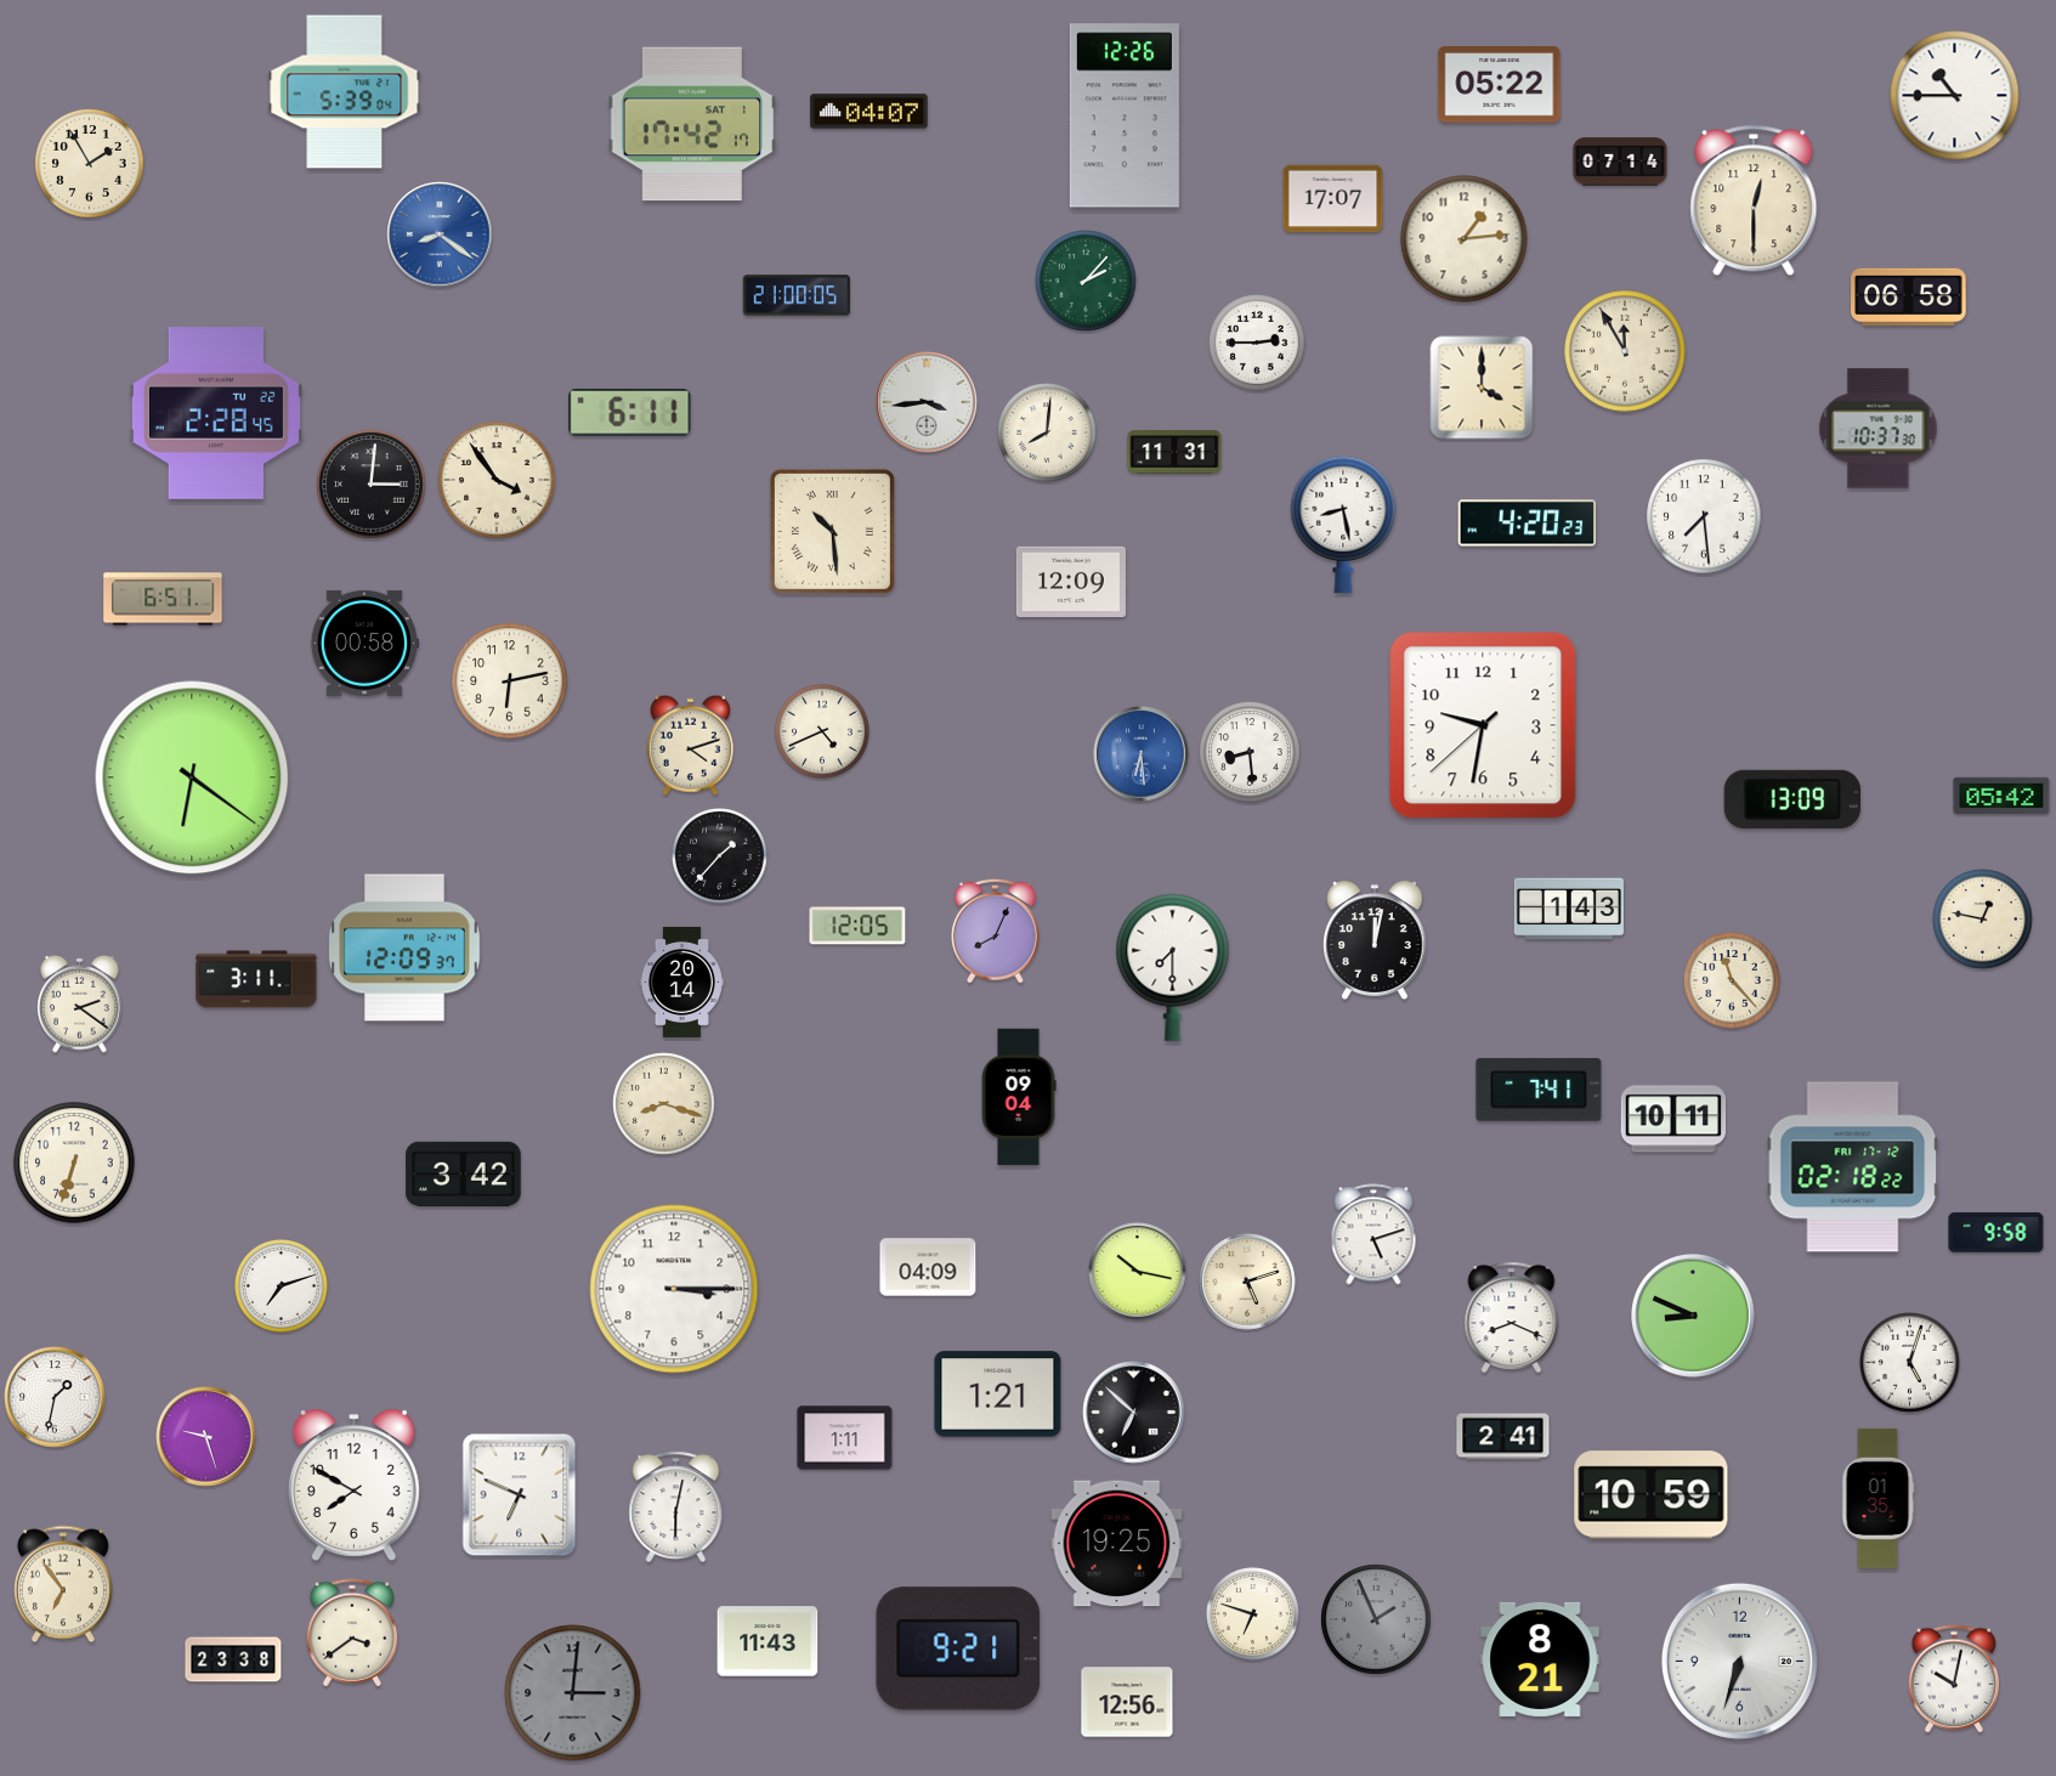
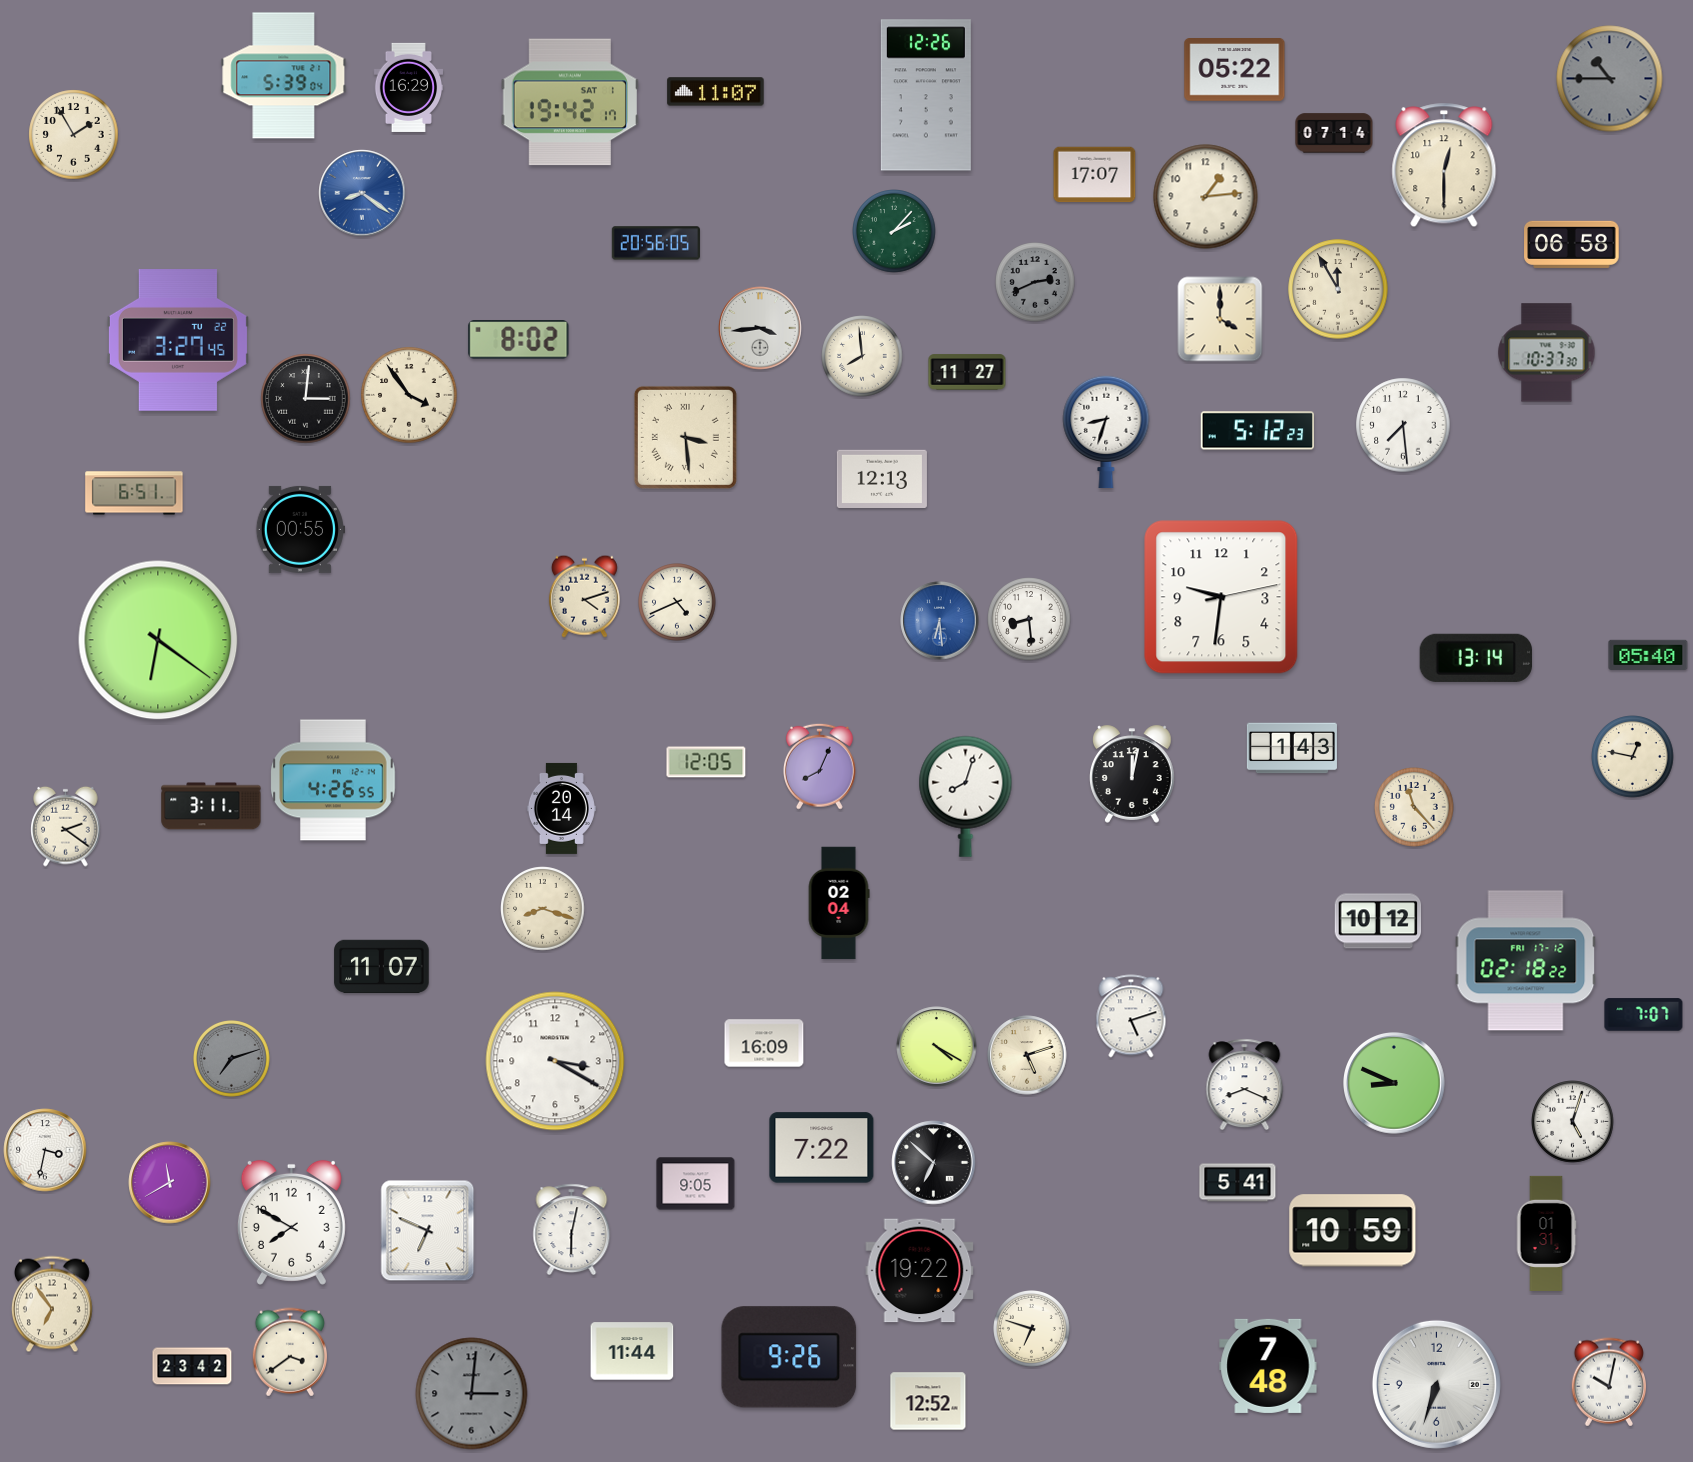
clock at (1955, 96) dial: white -> grey
clock at (408, 87): none -> 16:29
clock at (870, 112): 04:07 -> 11:07
clock at (691, 124): 17:42 -> 19:42
clock at (1333, 199) position: (1333, 199) -> (1095, 175)
clock at (795, 295): 21:00 -> 20:56
clock at (1258, 344): 2:45 -> 2:41
clock at (1258, 344) dial: white -> grey
clock at (927, 402) position: (927, 402) -> (760, 328)
clock at (630, 413): 6:11 -> 8:02
clock at (216, 414): 2:28 -> 3:27
clock at (1047, 432): 8:01 -> 7:59
clock at (1174, 452): 11:31 -> 11:27
clock at (1527, 524): 4:20 -> 5:12
clock at (1343, 525): 8:28 -> 8:33
clock at (832, 531): 10:29 -> 3:29
clock at (1071, 582): 12:09 -> 12:13
clock at (364, 643): 00:58 -> 00:55
clock at (510, 681): 6:13 -> none
clock at (1483, 725): 9:31:38 -> 9:31:13
clock at (690, 745) position: (690, 745) -> (584, 596)
clock at (2001, 794): 05:42 -> 05:40
clock at (1791, 799): 13:09 -> 13:14
clock at (720, 856): 1:37 -> none
clock at (404, 948): 12:09 -> 4:26
clock at (1173, 967): 7:30 -> 8:03
clock at (1733, 982) position: (1733, 982) -> (1415, 808)
clock at (1539, 1090): 7:41 -> none
clock at (1019, 1097): 09:04 -> 02:04
clock at (664, 1104) position: (664, 1104) -> (543, 909)
clock at (1673, 1119): 10:11 -> 10:12
clock at (74, 1163): 6:33 -> none
clock at (464, 1173): 3:42 -> 11:07
clock at (1996, 1233): 9:58 -> 7:07
clock at (928, 1267): 04:09 -> 16:09
clock at (1138, 1272): 10:17 -> 4:20
clock at (282, 1286) dial: white -> grey
clock at (674, 1289): 3:15 -> 3:20
clock at (998, 1395): 1:21 -> 7:22
clock at (55, 1397): 1:32 -> 3:32
clock at (206, 1437): 9:27 -> 11:40
clock at (1503, 1437): 2:41 -> 5:41
clock at (845, 1438): 1:11 -> 9:05
clock at (1652, 1495) position: (1652, 1495) -> (1353, 1231)
clock at (1877, 1498): 01:35 -> 01:31
clock at (676, 1508) position: (676, 1508) -> (572, 1230)
clock at (1117, 1544): 19:25 -> 19:22
clock at (1376, 1619): 1:56 -> none
clock at (351, 1633) position: (351, 1633) -> (289, 1352)
clock at (768, 1641): 11:43 -> 11:44
clock at (958, 1648): 9:21 -> 9:26
clock at (233, 1659): 23:38 -> 23:42
clock at (1540, 1659): 8:21 -> 7:48
clock at (1739, 1661) position: (1739, 1661) -> (1436, 1384)
clock at (1127, 1702): 12:56 -> 12:52
